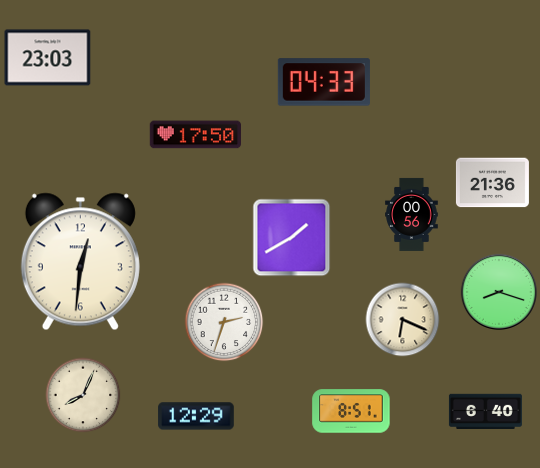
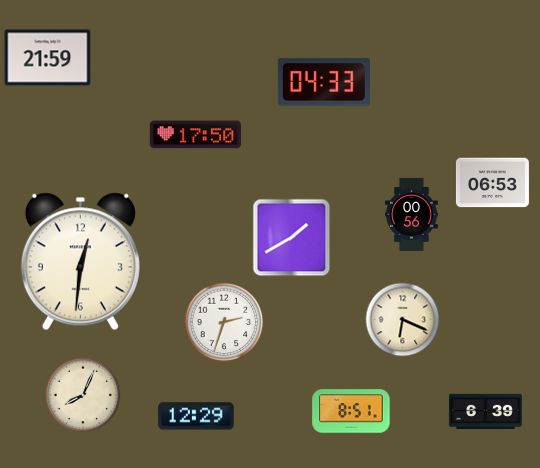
clock at (48, 58): 23:03 -> 21:59
clock at (492, 183): 21:36 -> 06:53
clock at (499, 292): 8:18 -> none
clock at (485, 412): 6:40 -> 6:39
